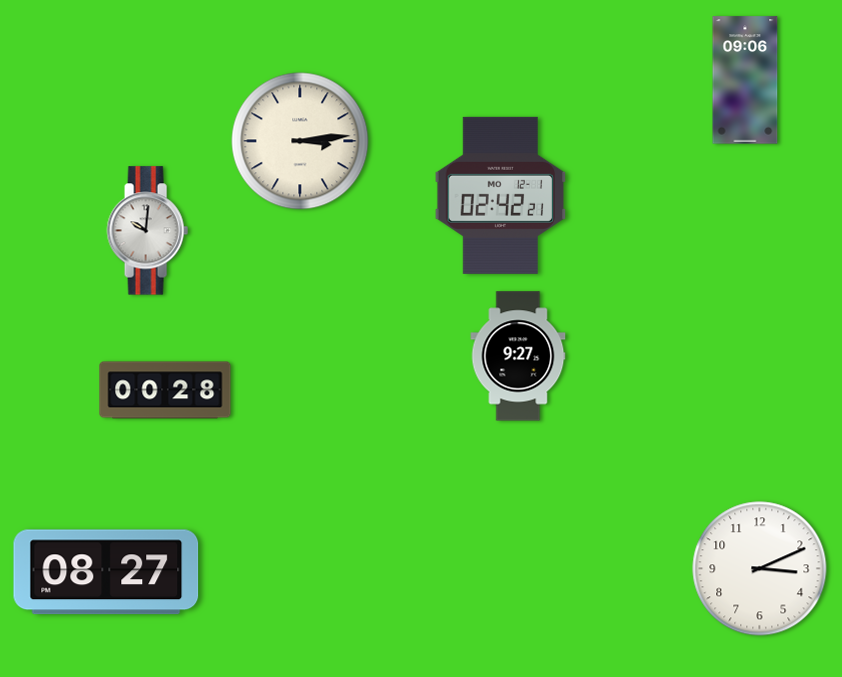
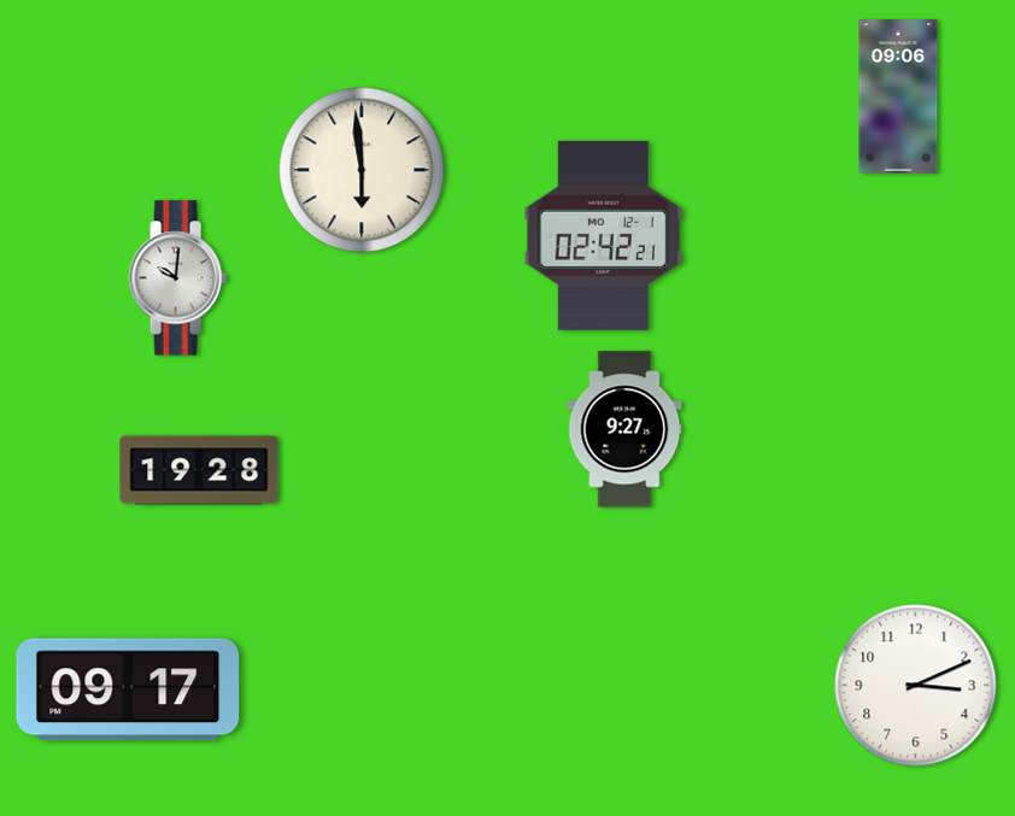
clock at (300, 141): 3:14 -> 5:59
clock at (165, 390): 00:28 -> 19:28
clock at (106, 572): 08:27 -> 09:17
